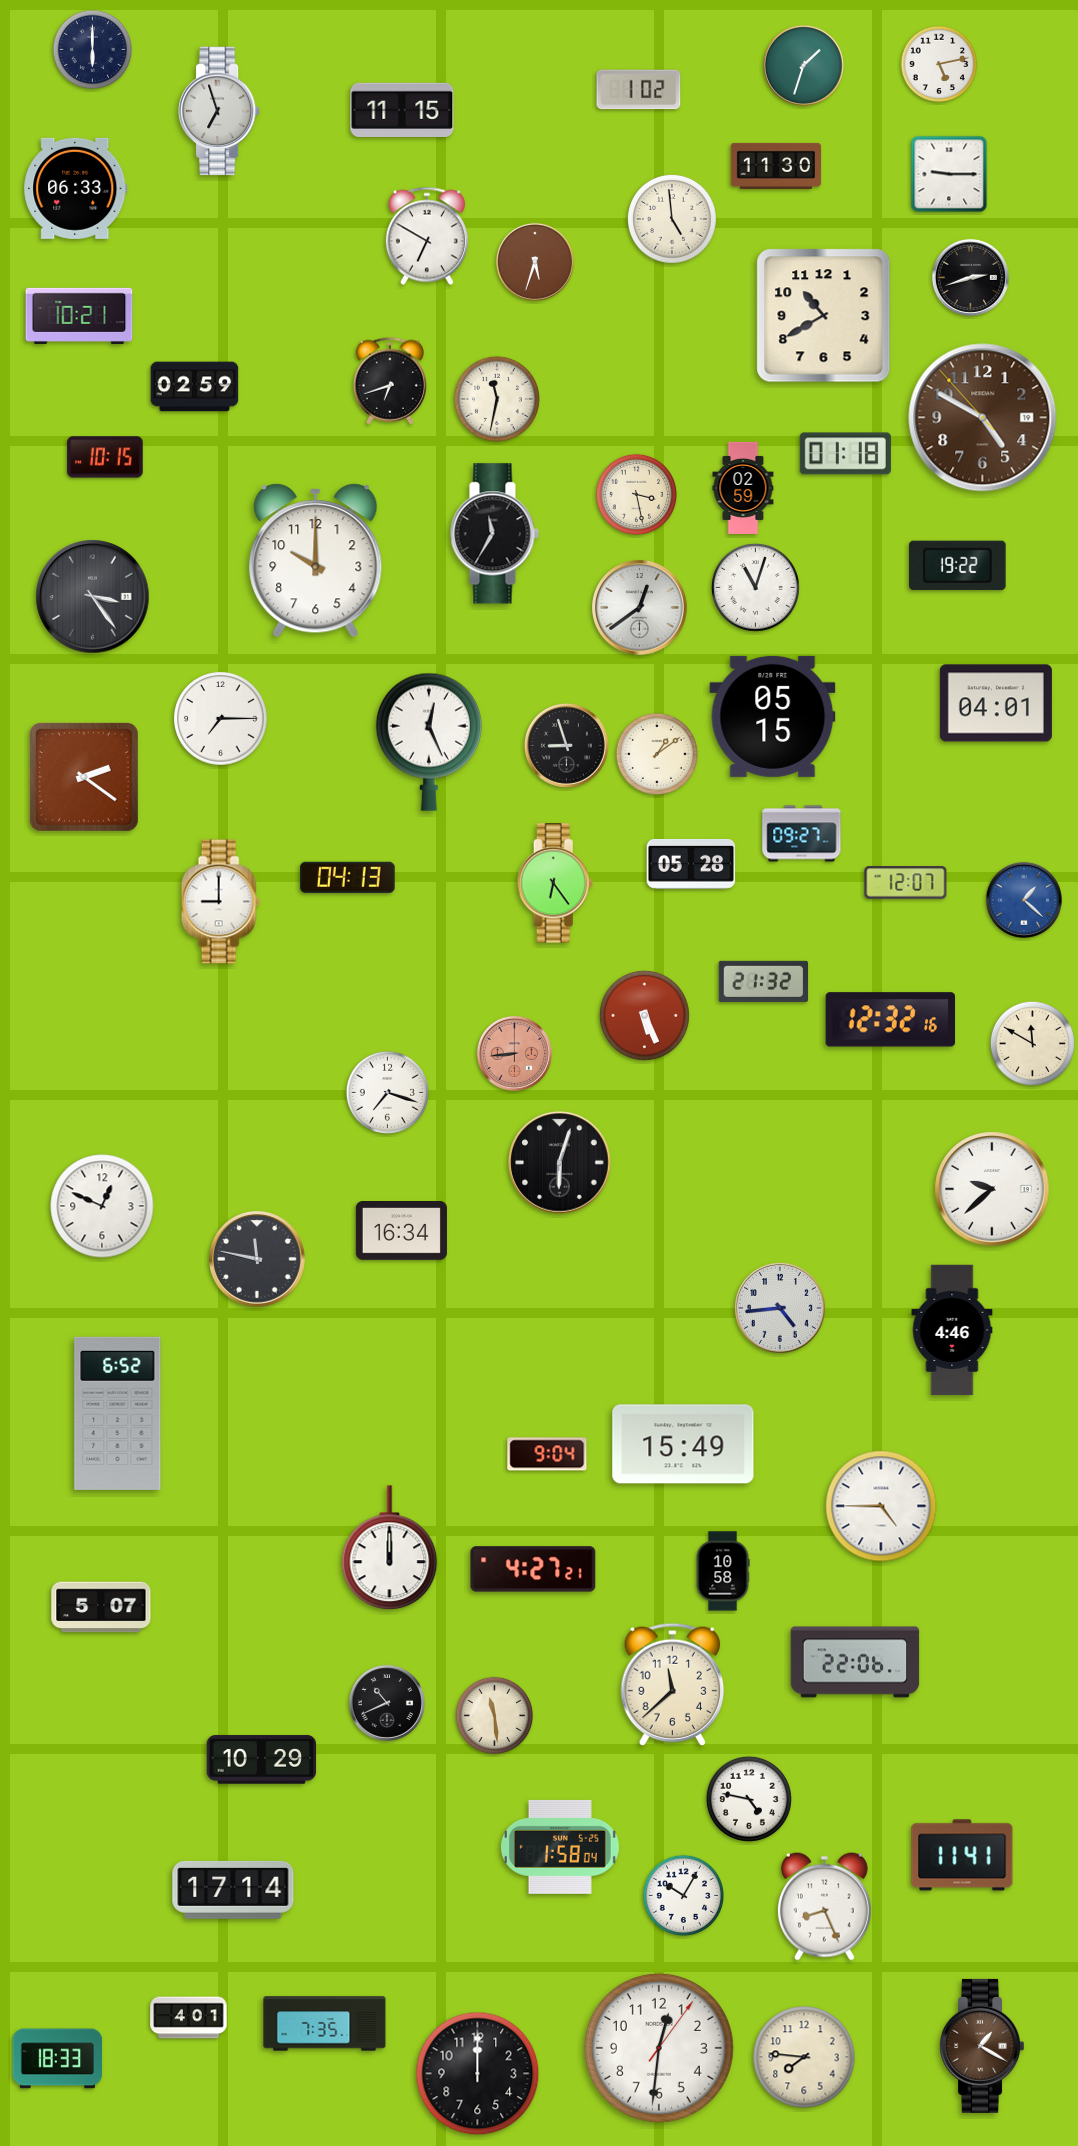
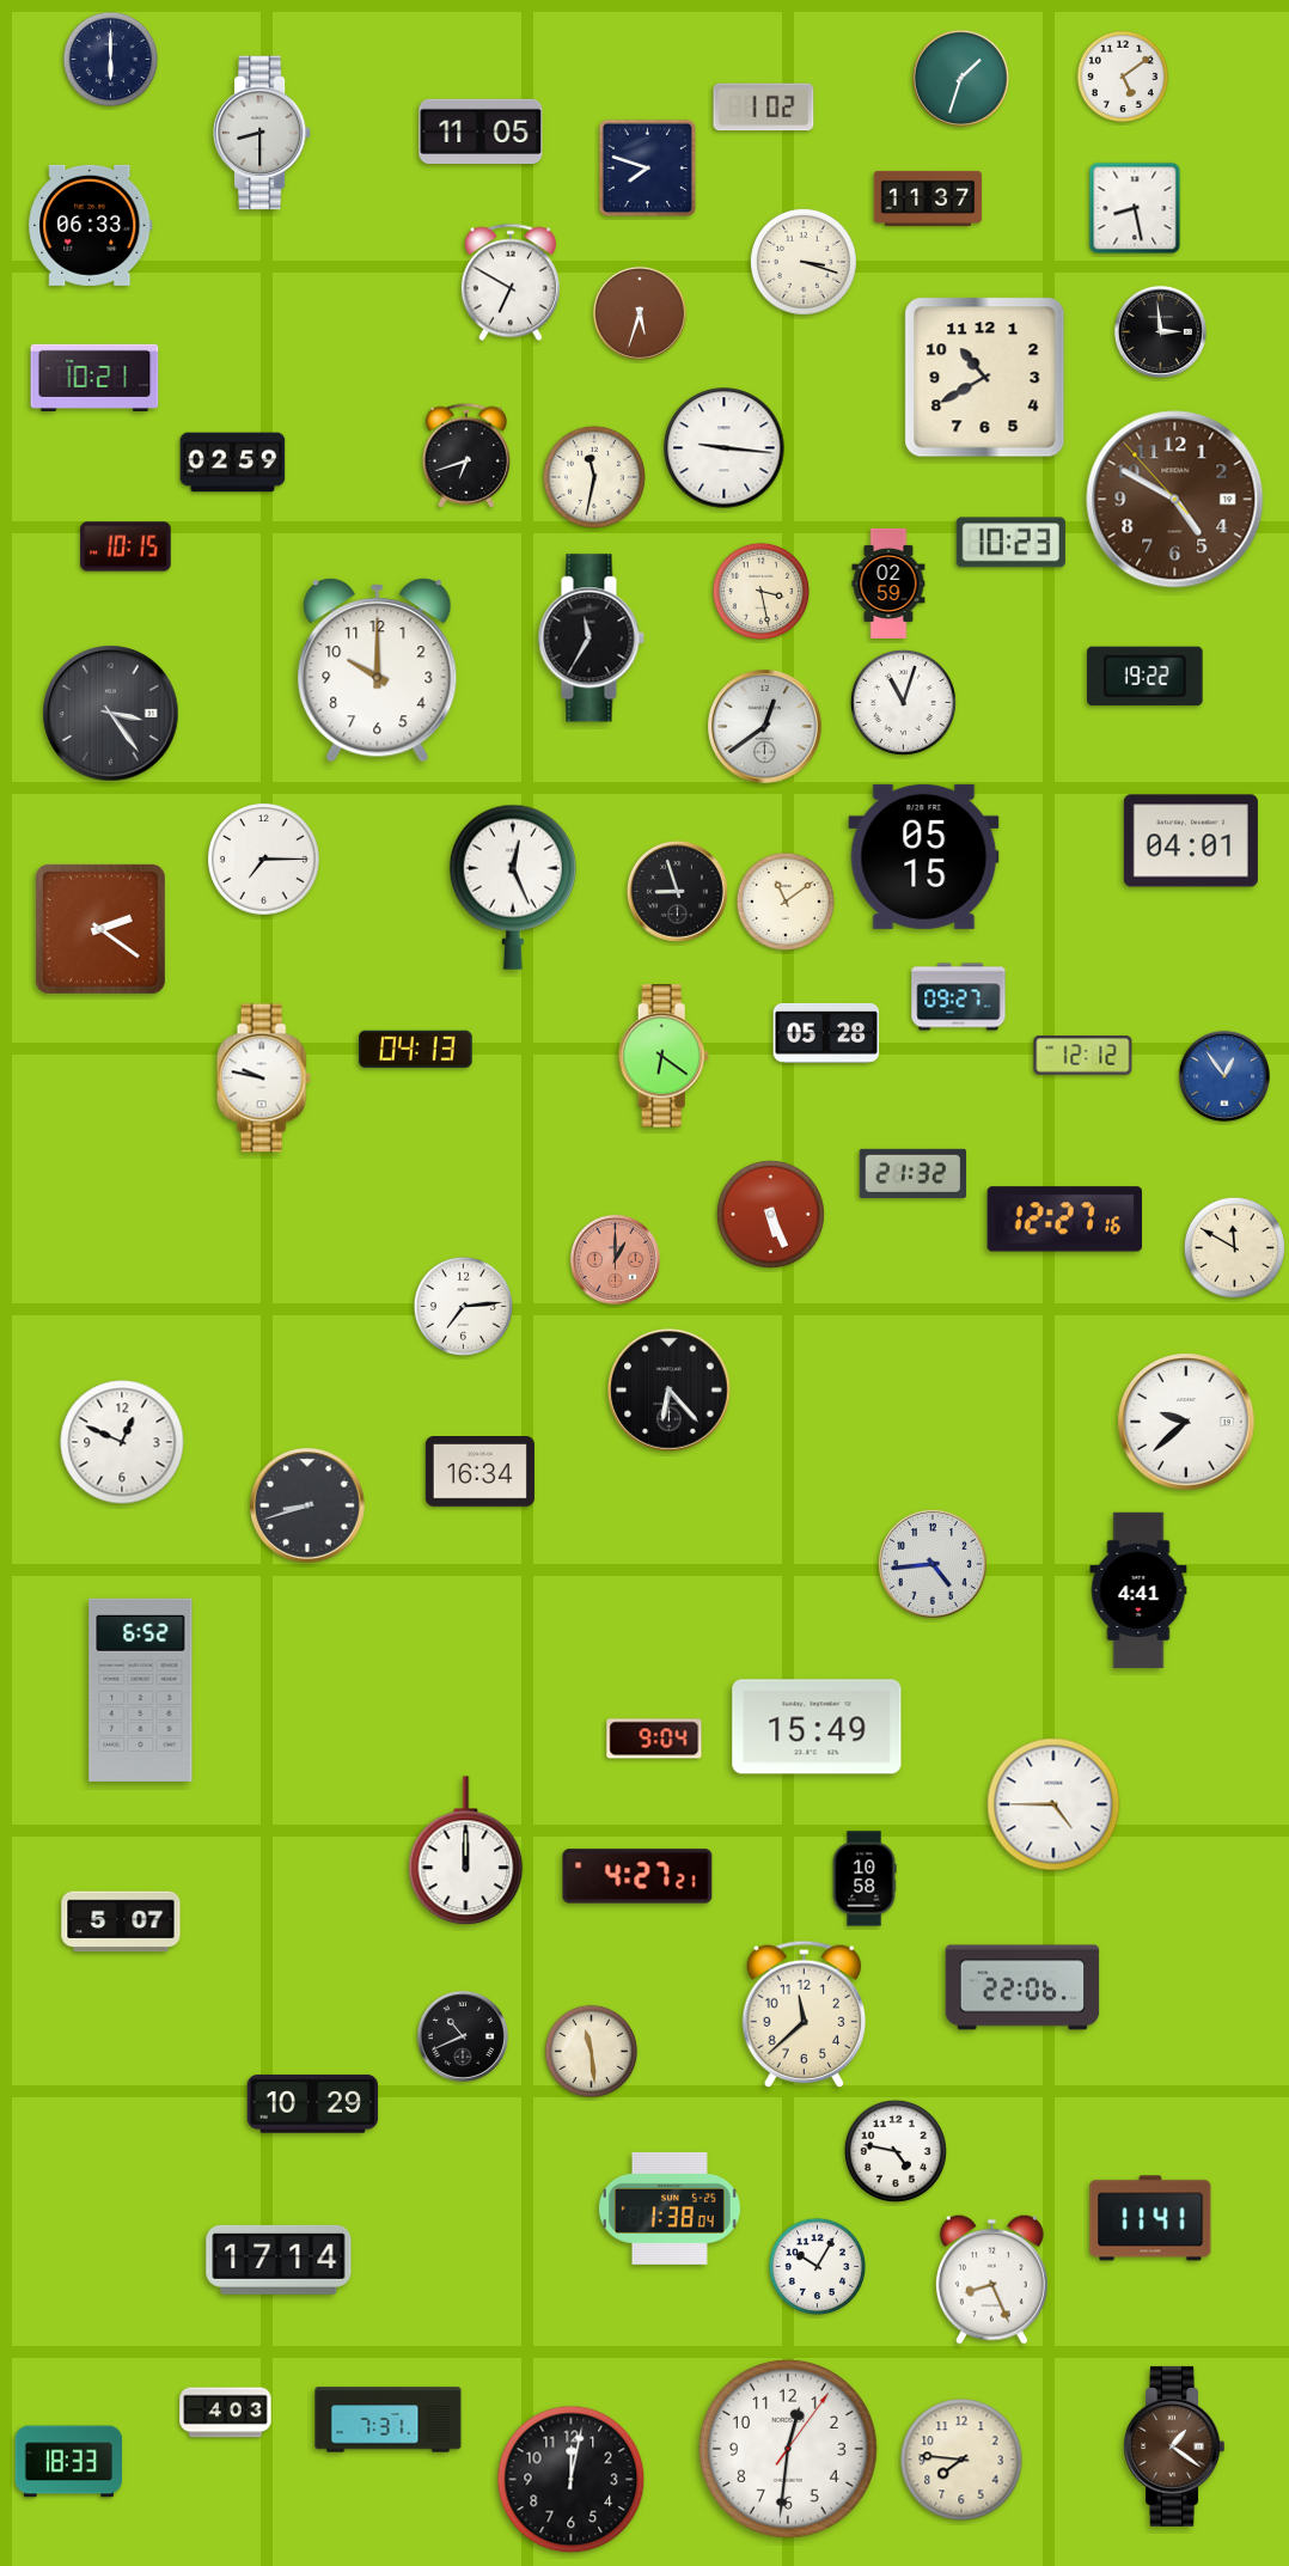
clock at (939, 64): 5:13 -> 5:09
clock at (402, 110): 11:15 -> 11:05
clock at (219, 111): 6:57 -> 8:30
clock at (648, 169): none -> 7:48
clock at (776, 166): 11:30 -> 11:37
clock at (949, 174): 9:15 -> 8:28
clock at (672, 219): 4:59 -> 3:18
clock at (970, 277): 2:42 -> 2:59
clock at (725, 448): none -> 9:16
clock at (845, 454): 01:18 -> 10:23
clock at (657, 754): 1:09 -> 11:09
clock at (555, 883): 6:24 -> 6:21
clock at (906, 883): 12:07 -> 12:12
clock at (1024, 900): 1:22 -> 12:54
clock at (220, 902): 9:00 -> 9:47
clock at (890, 1020): 12:32 -> 12:27
clock at (514, 1053): 8:44 -> 1:00
clock at (387, 1092): 7:18 -> 7:14
clock at (560, 1163): 6:03 -> 6:23
clock at (258, 1260): 11:47 -> 8:42
clock at (952, 1330): 4:46 -> 4:41
clock at (881, 1506) position: (881, 1506) -> (1053, 1804)
clock at (560, 1847): 1:58 -> 1:38
clock at (824, 1906) position: (824, 1906) -> (991, 2279)
clock at (189, 2018): 4:01 -> 4:03
clock at (325, 2024): 7:35 -> 7:31
clock at (981, 2046): 1:20 -> 1:21
clock at (478, 2074): 12:00 -> 12:02
